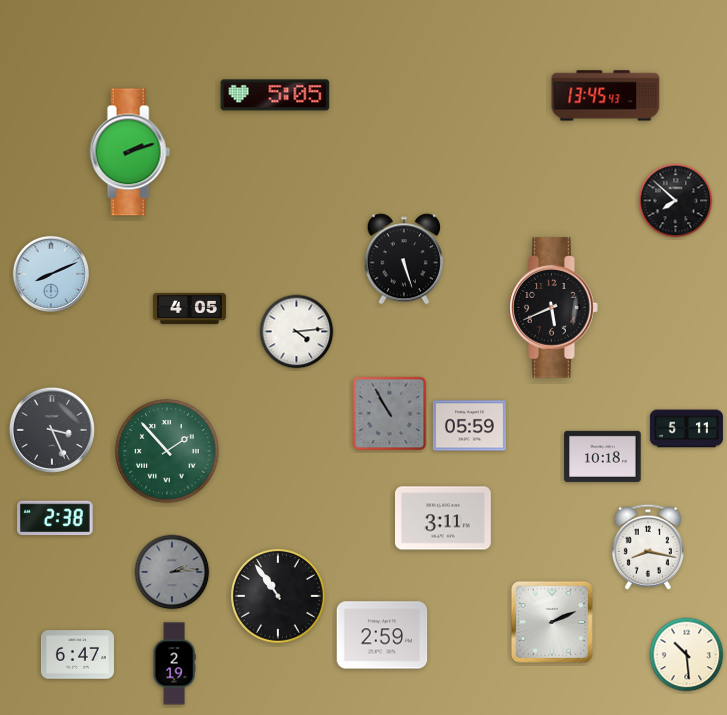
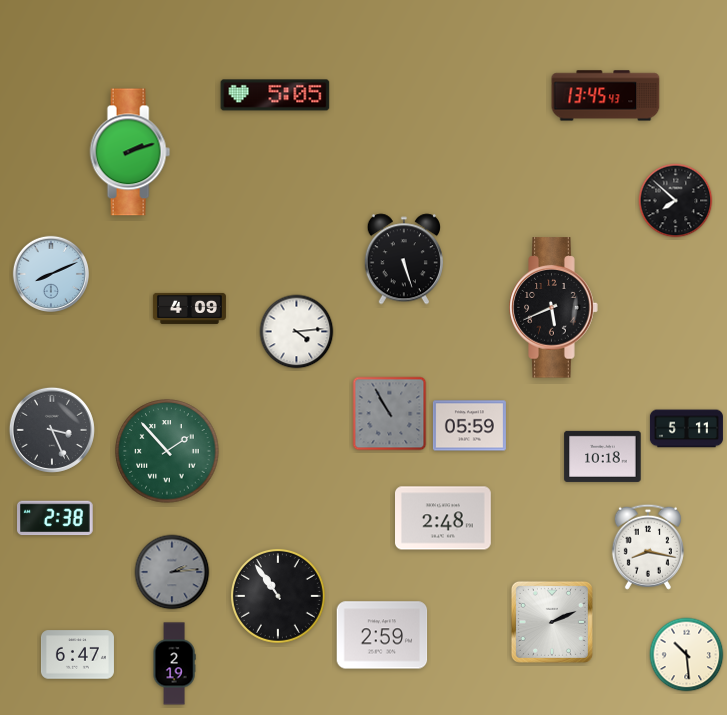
clock at (189, 308): 4:05 -> 4:09
clock at (444, 518): 3:11 -> 2:48
